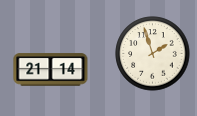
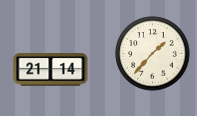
clock at (153, 54): 1:57 -> 1:37
